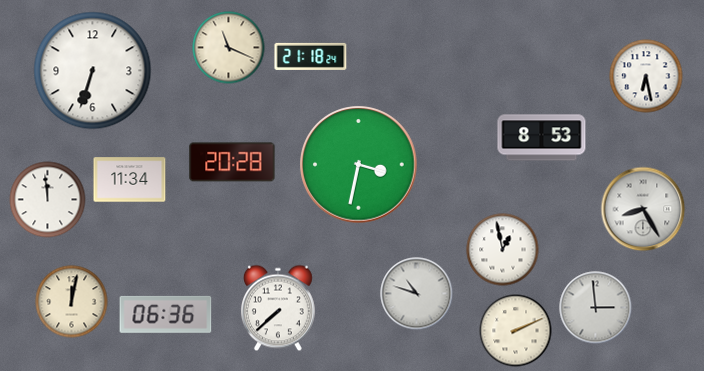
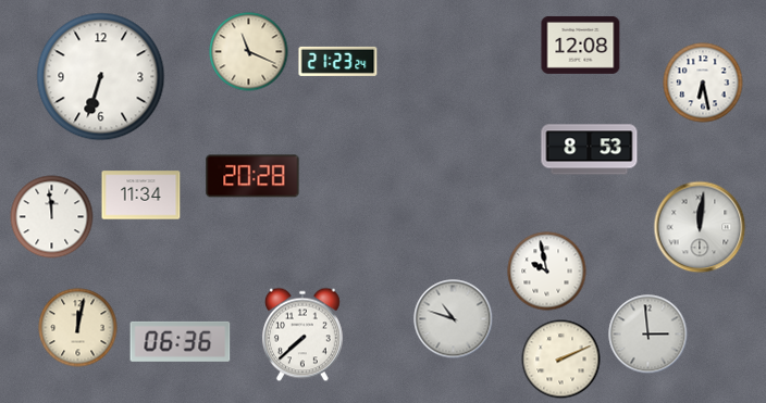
clock at (581, 45): none -> 12:08
clock at (311, 56): 21:18 -> 21:23
clock at (359, 165): 3:32 -> none
clock at (643, 209): 8:25 -> 12:01
clock at (503, 250): 12:58 -> 9:58
